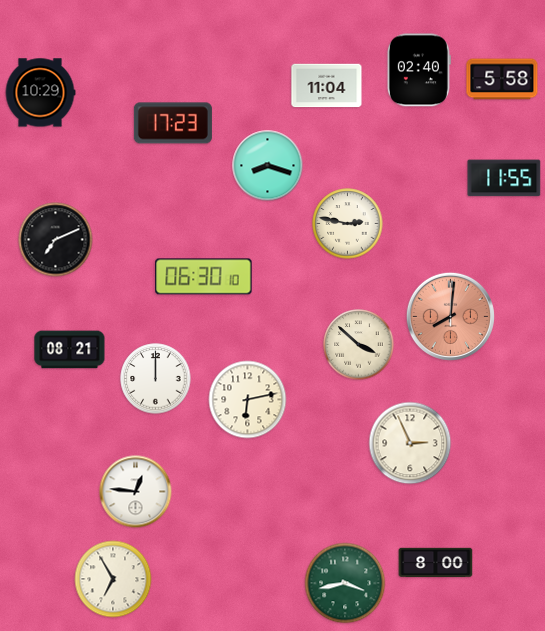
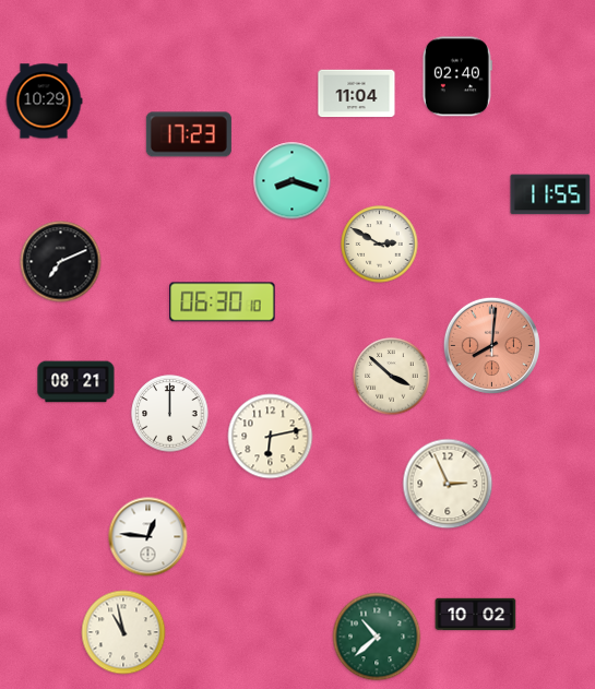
clock at (502, 79): 5:58 -> none
clock at (348, 224): 2:47 -> 2:50
clock at (436, 563): 8:00 -> 10:02
clock at (113, 579): 6:55 -> 10:58
clock at (345, 583): 3:43 -> 10:38
